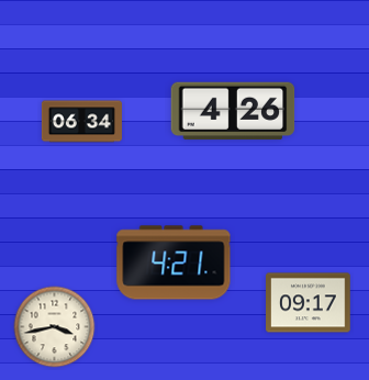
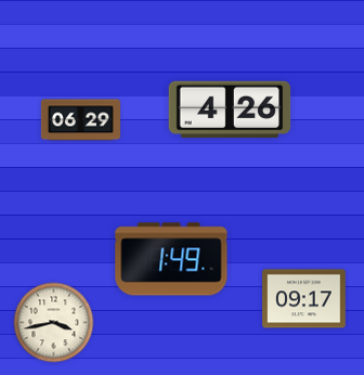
clock at (81, 122): 06:34 -> 06:29
clock at (174, 262): 4:21 -> 1:49
